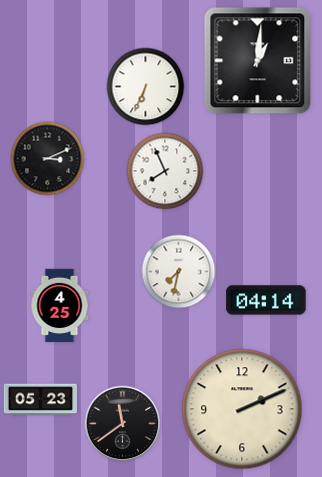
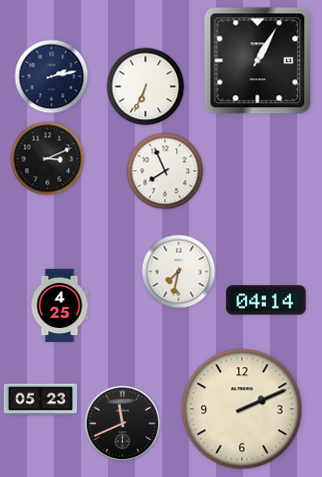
clock at (258, 61): 1:01 -> 1:05
clock at (52, 77): none -> 2:13
clock at (123, 424): 11:39 -> 11:41
